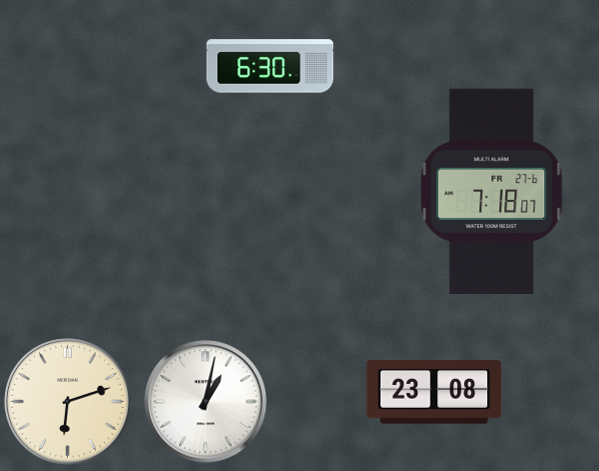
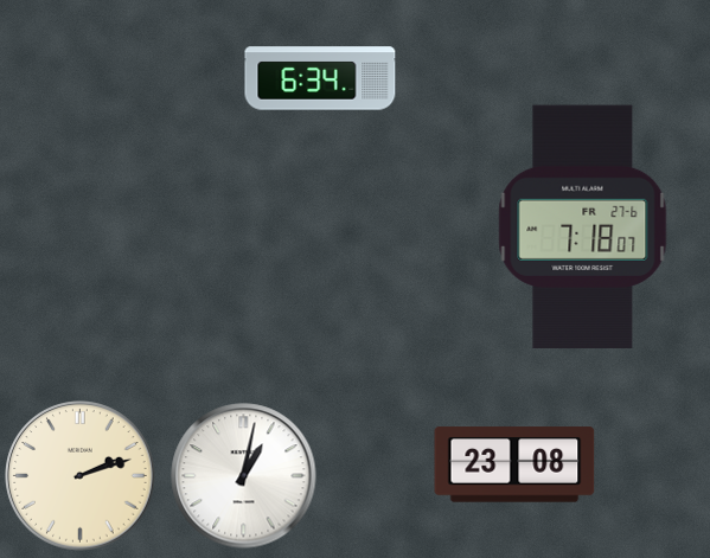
clock at (270, 66): 6:30 -> 6:34
clock at (68, 402): 6:12 -> 2:12
